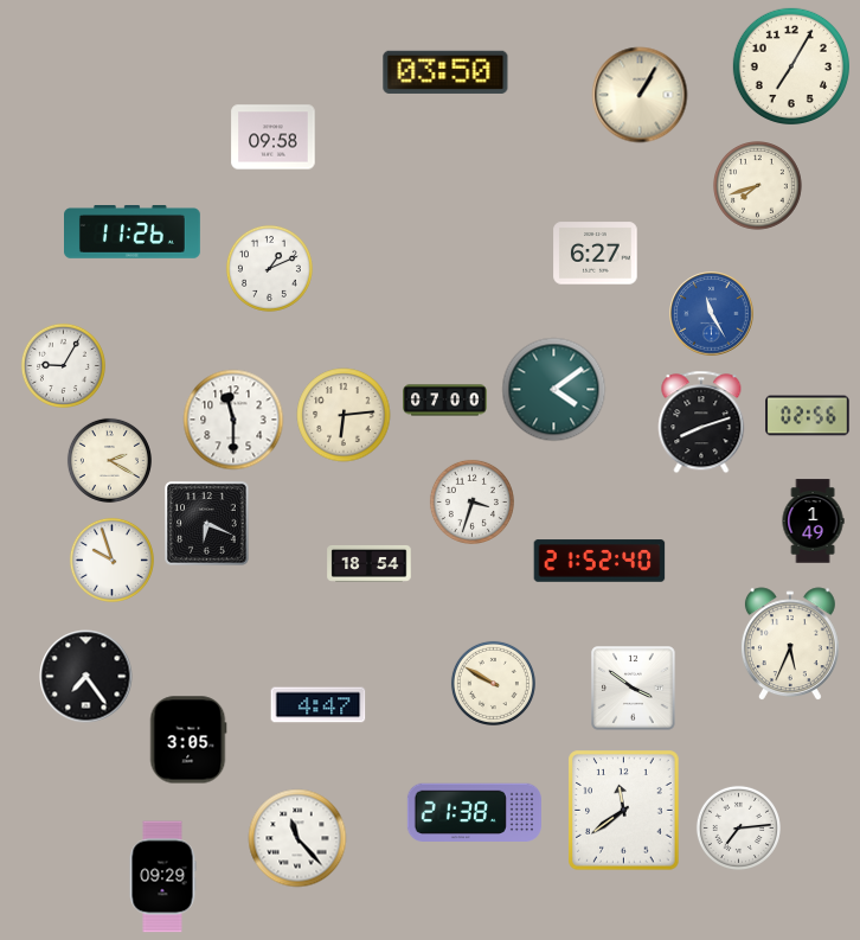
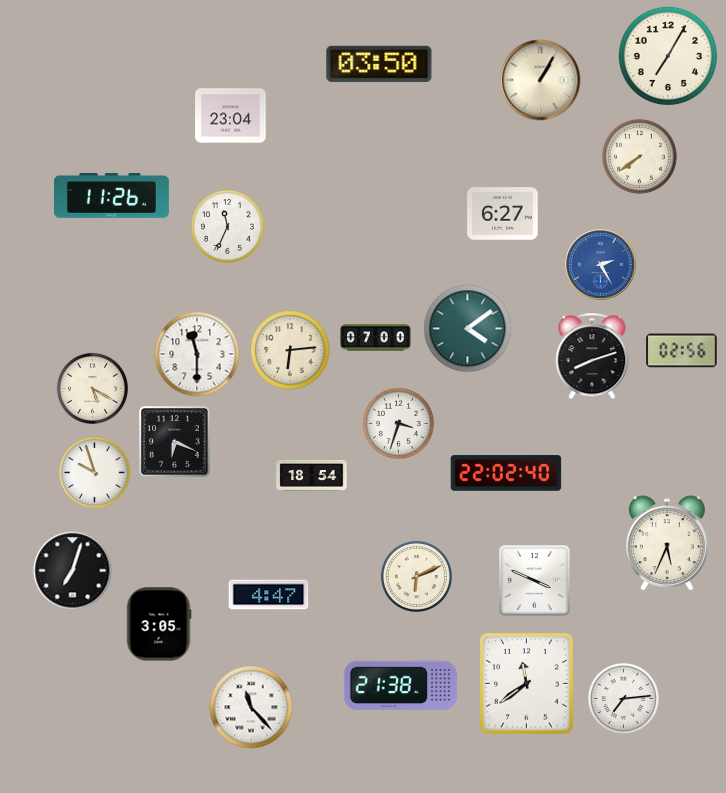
clock at (445, 72) position: (445, 72) -> (379, 64)
clock at (274, 138): 09:58 -> 23:04
clock at (758, 186): 7:42 -> 7:39
clock at (269, 268): 1:11 -> 11:34
clock at (712, 314): 11:25 -> 2:25
clock at (63, 365): 9:05 -> none
clock at (109, 460): 2:20 -> 5:20
clock at (813, 522): 1:49 -> none
clock at (599, 561): 21:52 -> 22:02
clock at (86, 677): 7:24 -> 7:03
clock at (493, 683): 9:50 -> 6:11
clock at (634, 689): 3:51 -> 3:49
clock at (162, 877): 09:29 -> none
